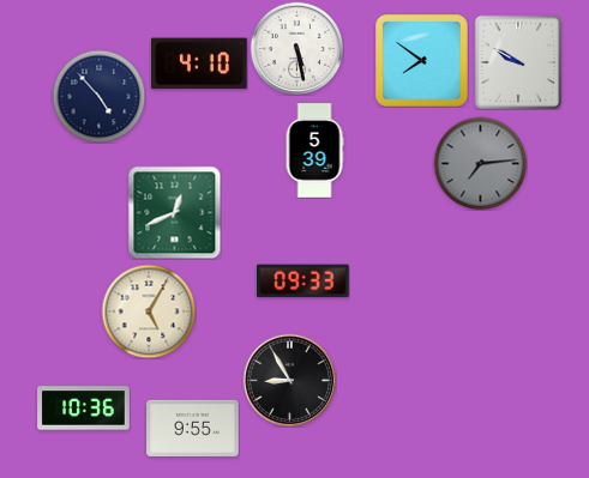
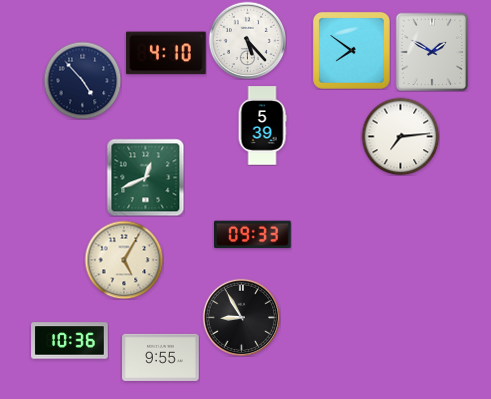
clock at (296, 48): 5:28 -> 5:23
clock at (518, 62): 9:50 -> 1:50
clock at (480, 163) dial: grey -> white
